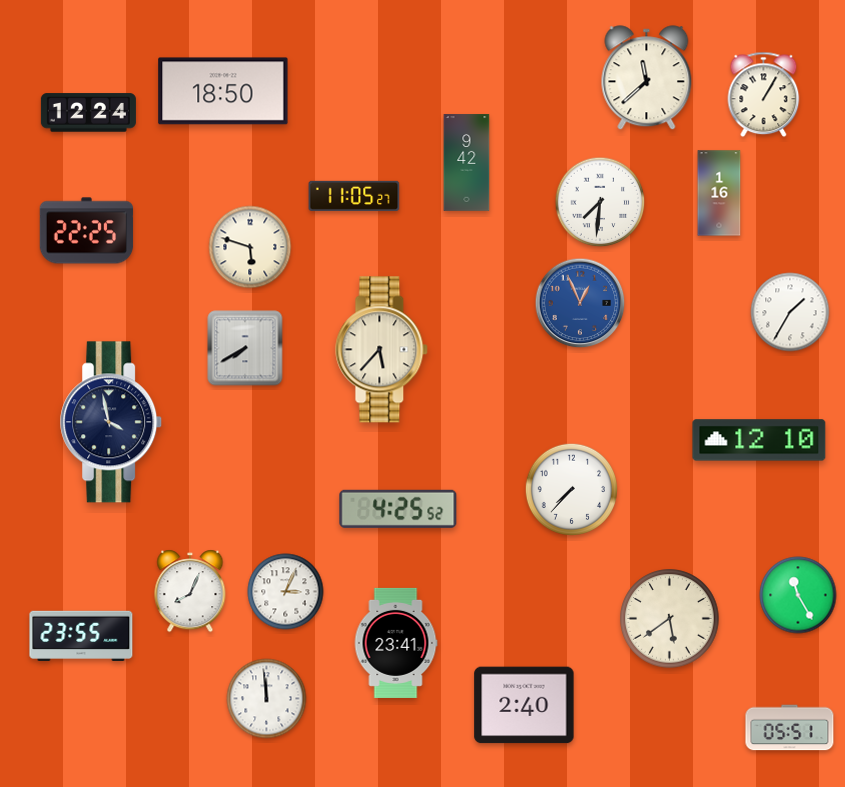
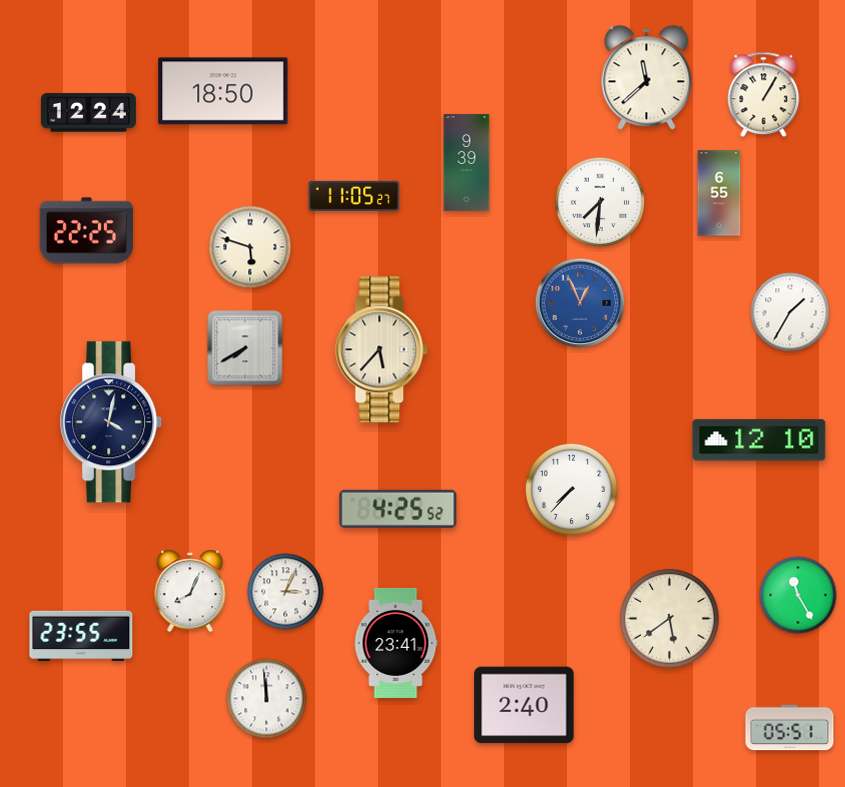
clock at (467, 163): 9:42 -> 9:39
clock at (719, 193): 1:16 -> 6:55
clock at (112, 422): 3:58 -> 4:02
